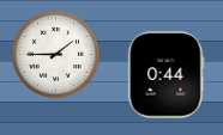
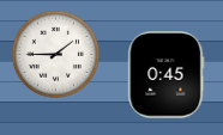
clock at (167, 75): 0:44 -> 0:45
